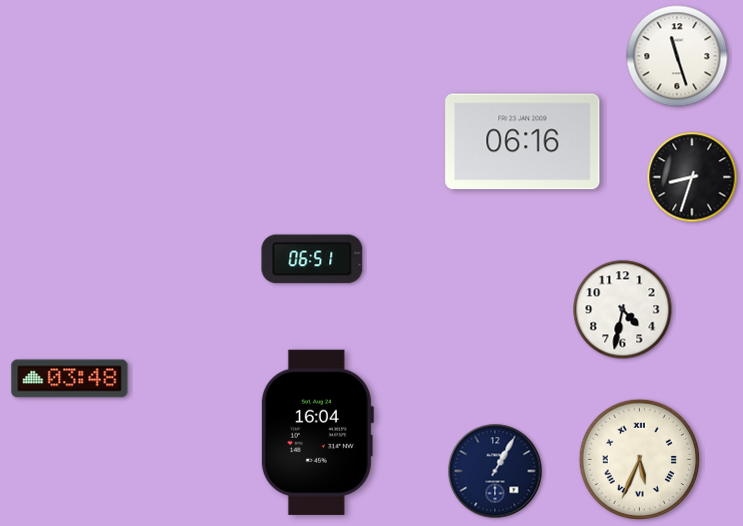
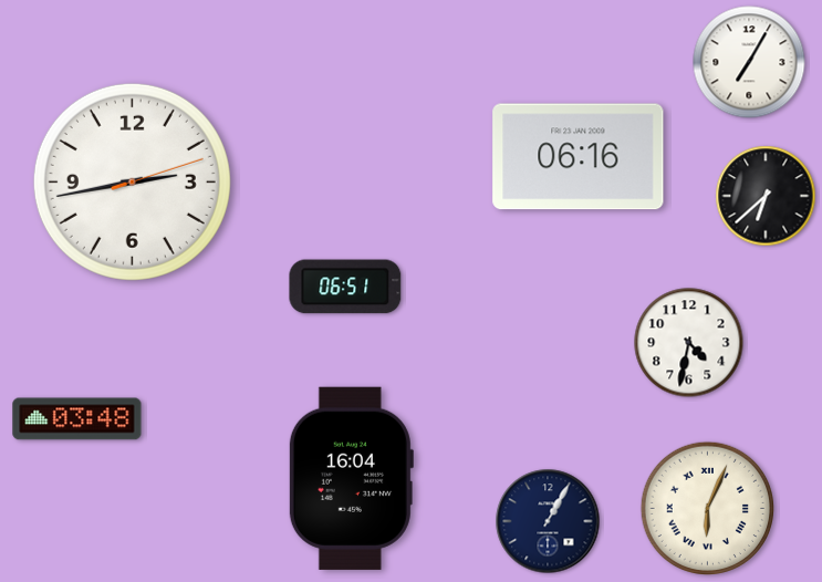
clock at (677, 56): 11:27 -> 7:05
clock at (132, 181): none -> 2:43
clock at (692, 177): 8:33 -> 6:38
clock at (639, 459): 5:34 -> 6:04
